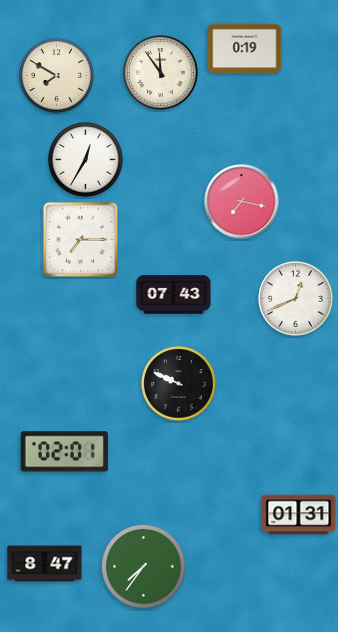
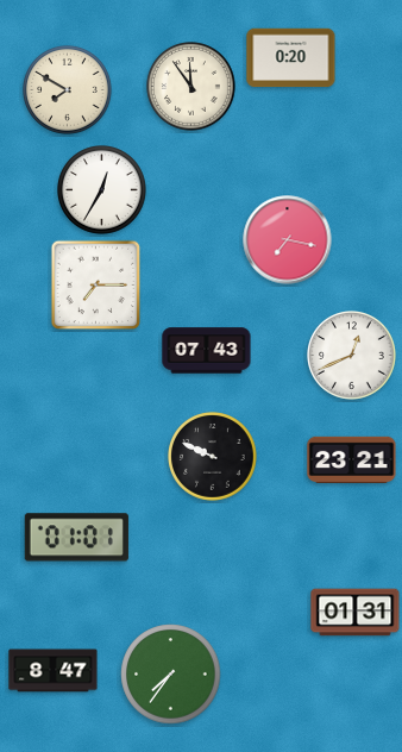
clock at (245, 49): 0:19 -> 0:20
clock at (352, 459): none -> 23:21
clock at (64, 452): 02:01 -> 01:01
